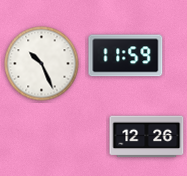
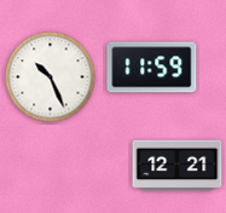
clock at (147, 137): 12:26 -> 12:21
